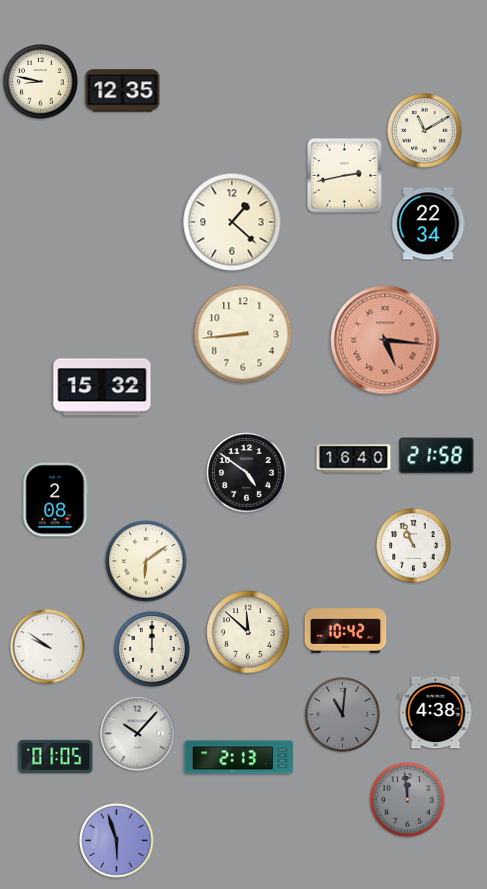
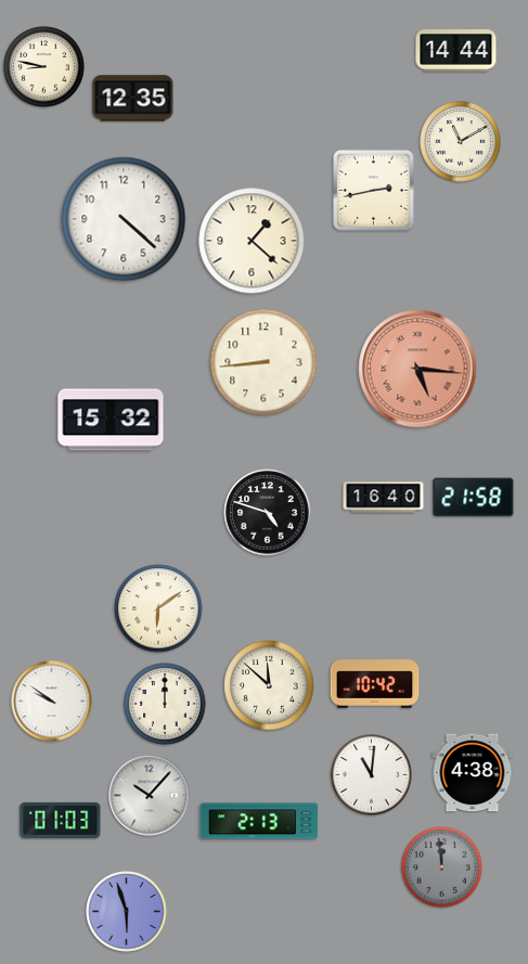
clock at (456, 51): none -> 14:44
clock at (41, 82) position: (41, 82) -> (44, 67)
clock at (124, 219): none -> 4:22
clock at (428, 224): 22:34 -> none
clock at (437, 456) position: (437, 456) -> (474, 498)
clock at (247, 473): 4:51 -> 4:48
clock at (56, 500): 2:08 -> none
clock at (414, 546): 10:56 -> none
clock at (343, 715) dial: grey -> white
clock at (56, 756): 01:05 -> 01:03
